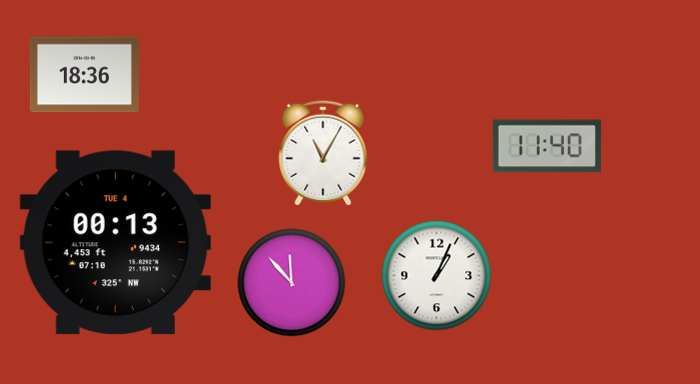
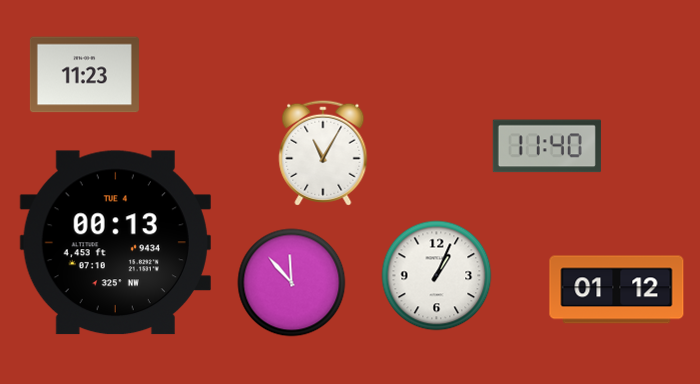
clock at (84, 75): 18:36 -> 11:23
clock at (617, 290): none -> 01:12
